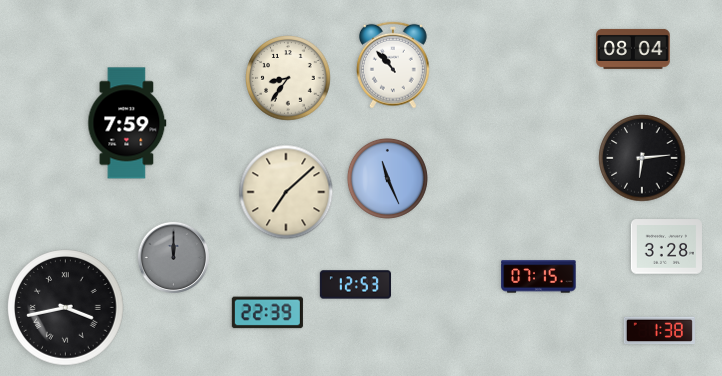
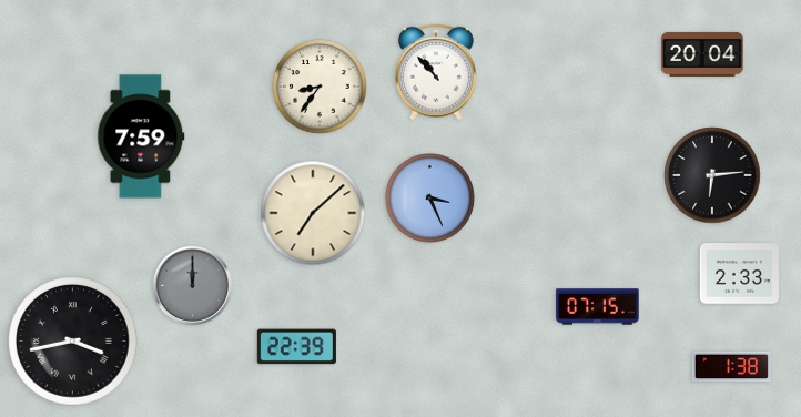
clock at (633, 49): 08:04 -> 20:04
clock at (387, 178): 11:26 -> 3:26
clock at (286, 192) position: (286, 192) -> (313, 213)
clock at (666, 247): 3:28 -> 2:33
clock at (355, 285): 12:53 -> none
